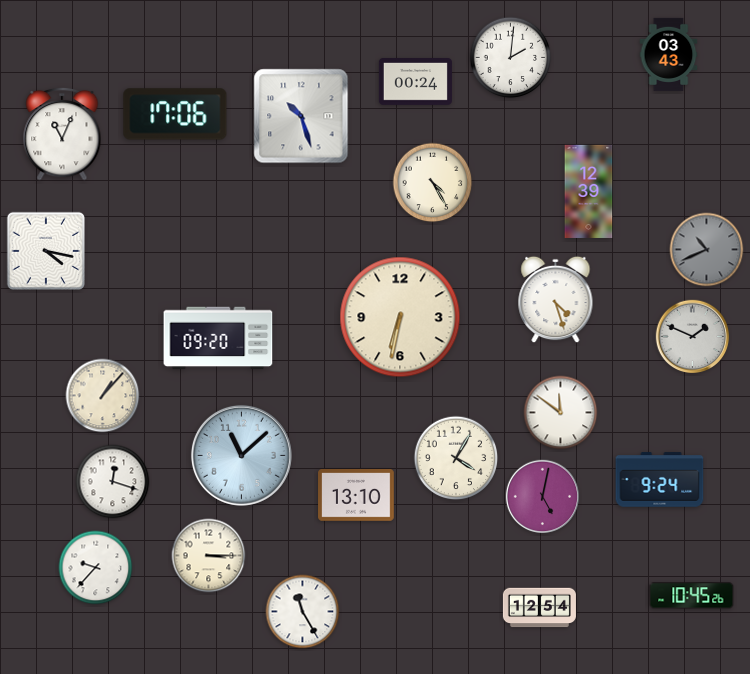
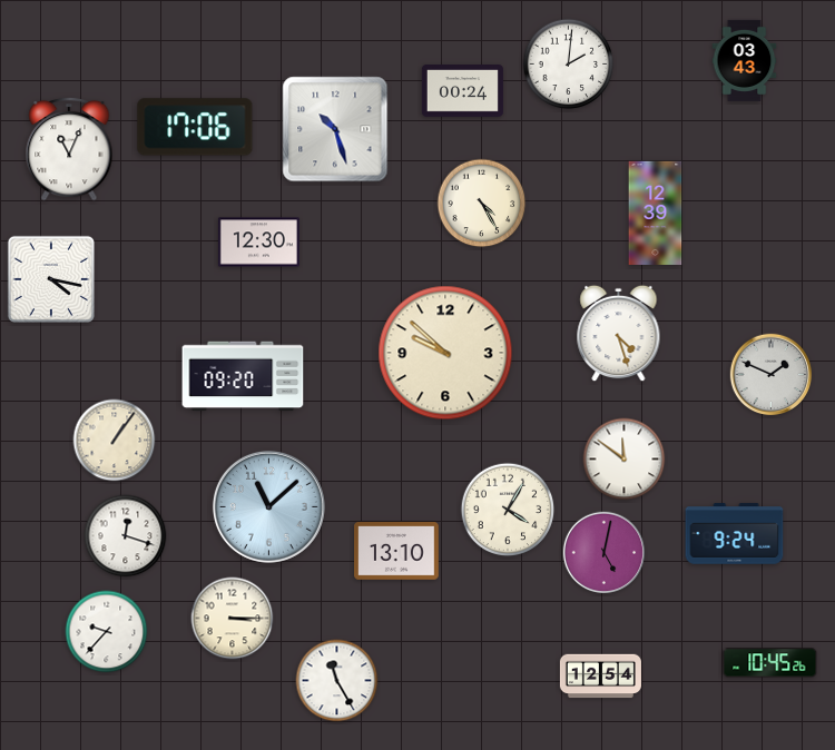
clock at (258, 243): none -> 12:30
clock at (707, 250): 10:41 -> none
clock at (400, 317): 6:32 -> 9:52
clock at (103, 396): 1:07 -> 1:06
